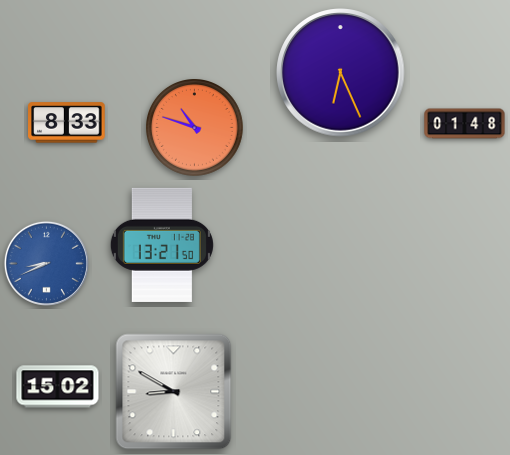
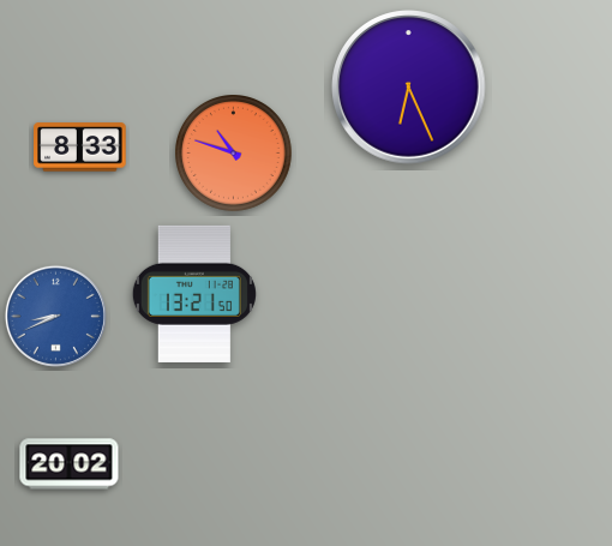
clock at (465, 124): 01:48 -> none
clock at (58, 387): 15:02 -> 20:02
clock at (174, 392): 8:50 -> none
